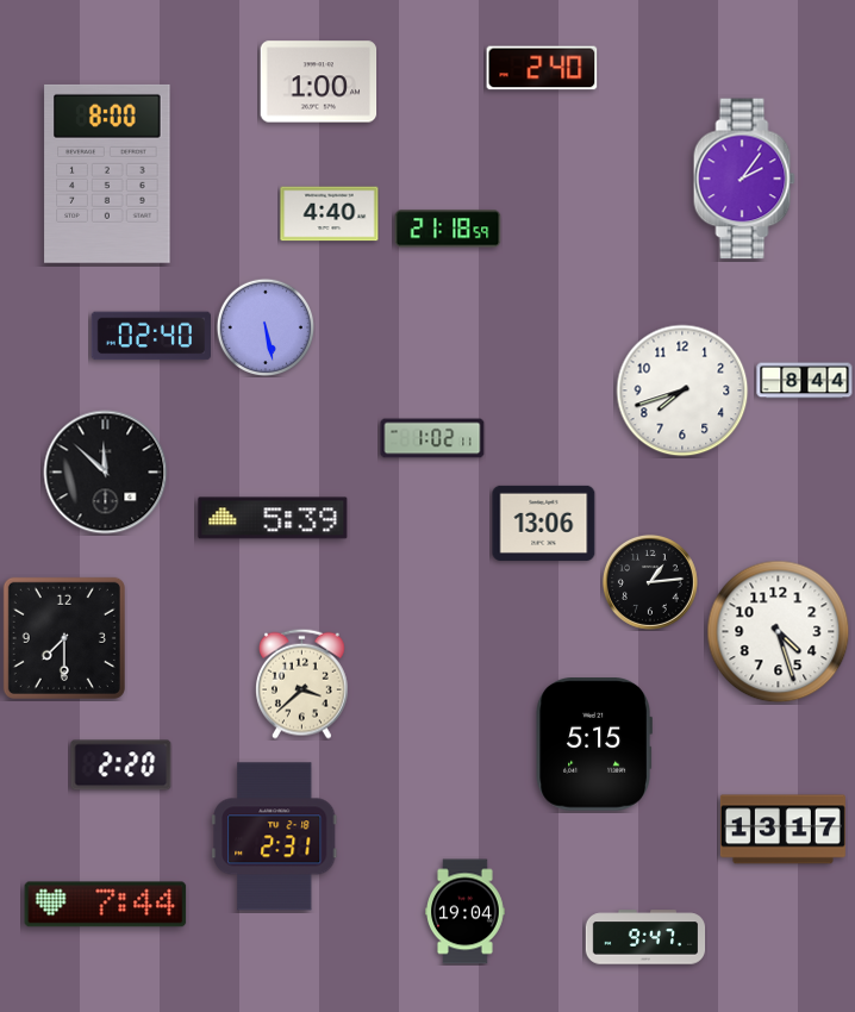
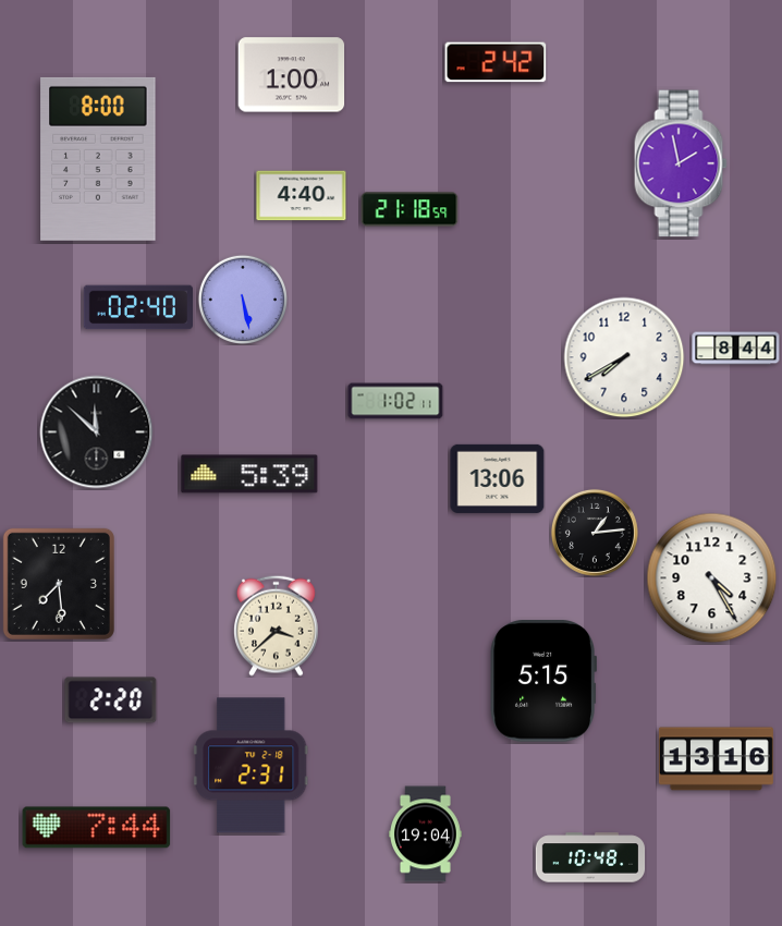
clock at (542, 68): 2:40 -> 2:42
clock at (744, 179): 2:06 -> 1:58
clock at (682, 391): 7:42 -> 7:40
clock at (779, 632): 4:27 -> 4:25
clock at (64, 638): 7:30 -> 7:29
clock at (782, 830): 13:17 -> 13:16
clock at (645, 937): 9:47 -> 10:48
